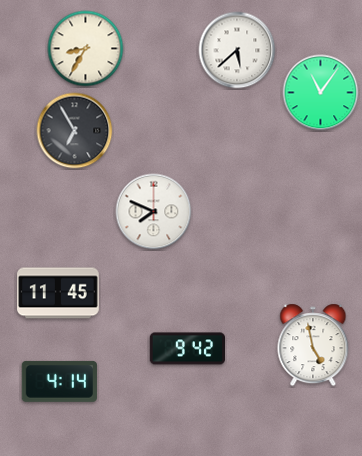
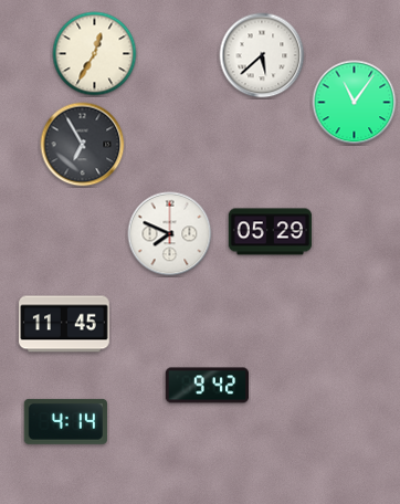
clock at (86, 49): 8:35 -> 12:35
clock at (271, 232): none -> 05:29
clock at (313, 345): 4:58 -> none
